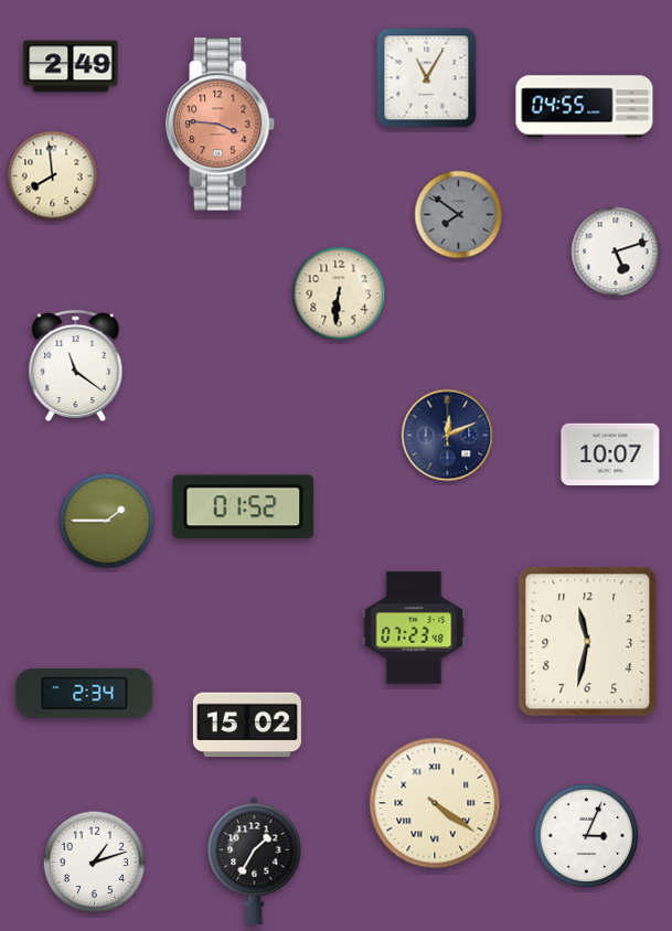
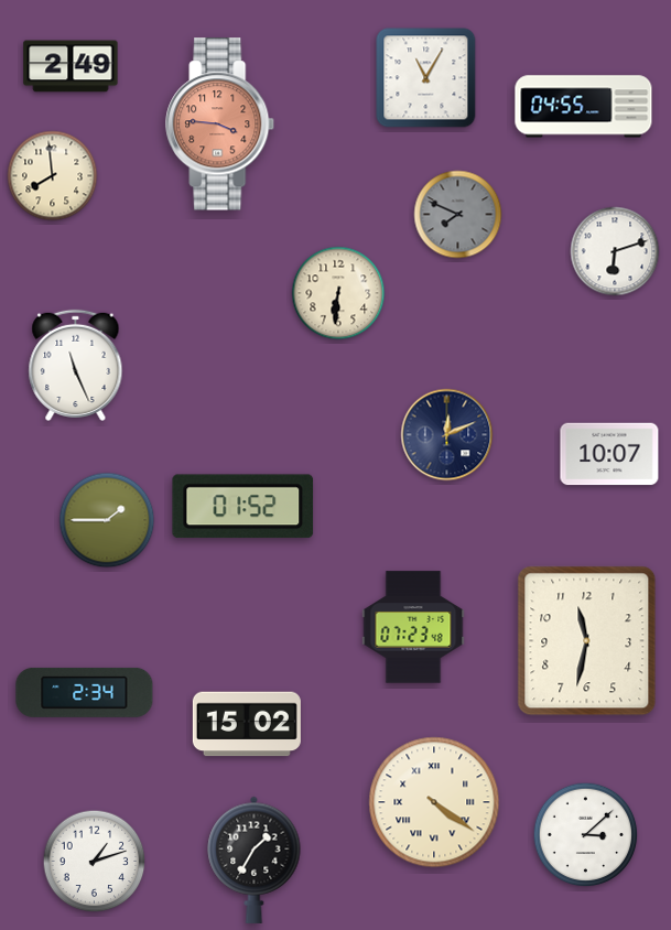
clock at (459, 215): 7:51 -> 7:49
clock at (616, 252): 5:12 -> 6:12
clock at (76, 365): 11:21 -> 11:26
clock at (587, 836): 3:04 -> 3:08
